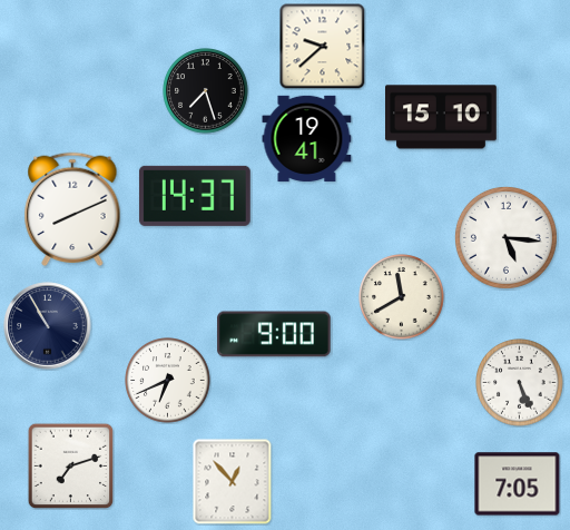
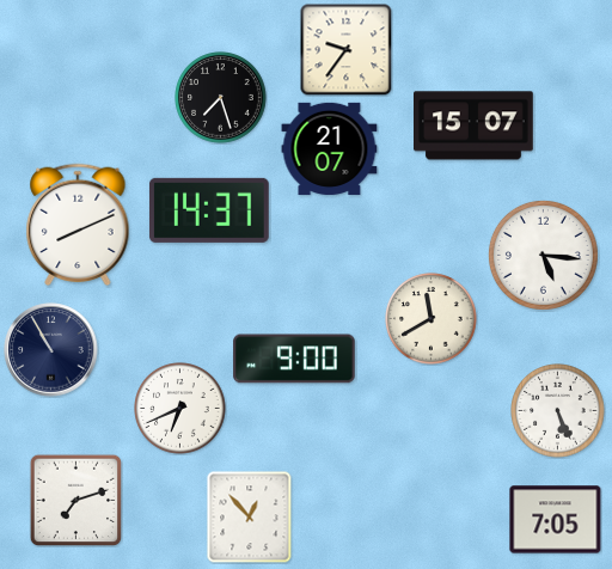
clock at (322, 46): 9:38 -> 9:36
clock at (442, 117): 15:10 -> 15:07
clock at (307, 138): 19:41 -> 21:07
